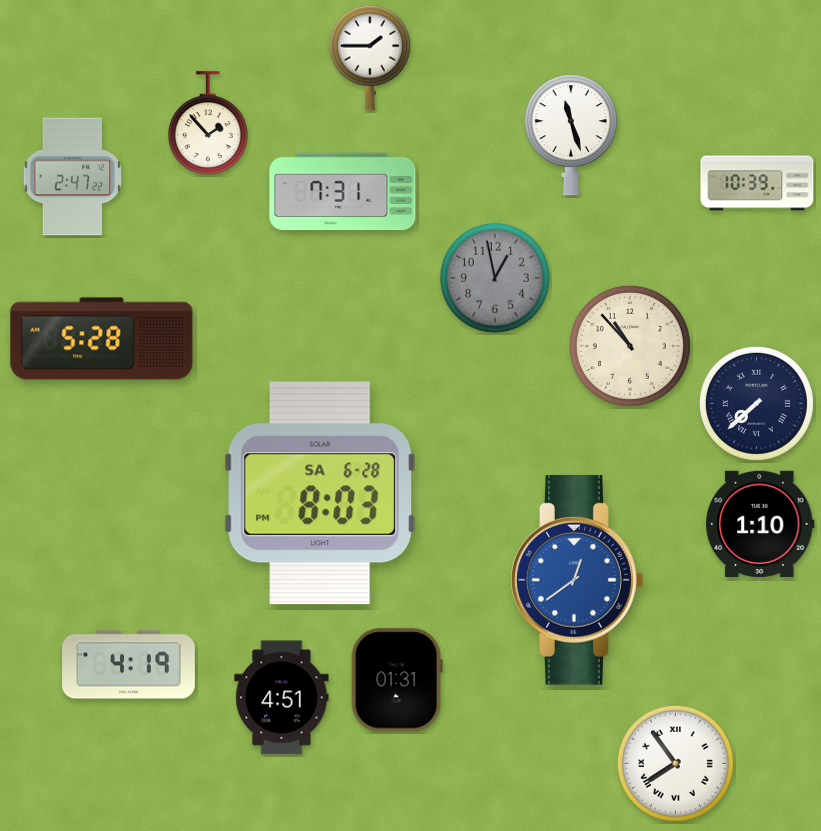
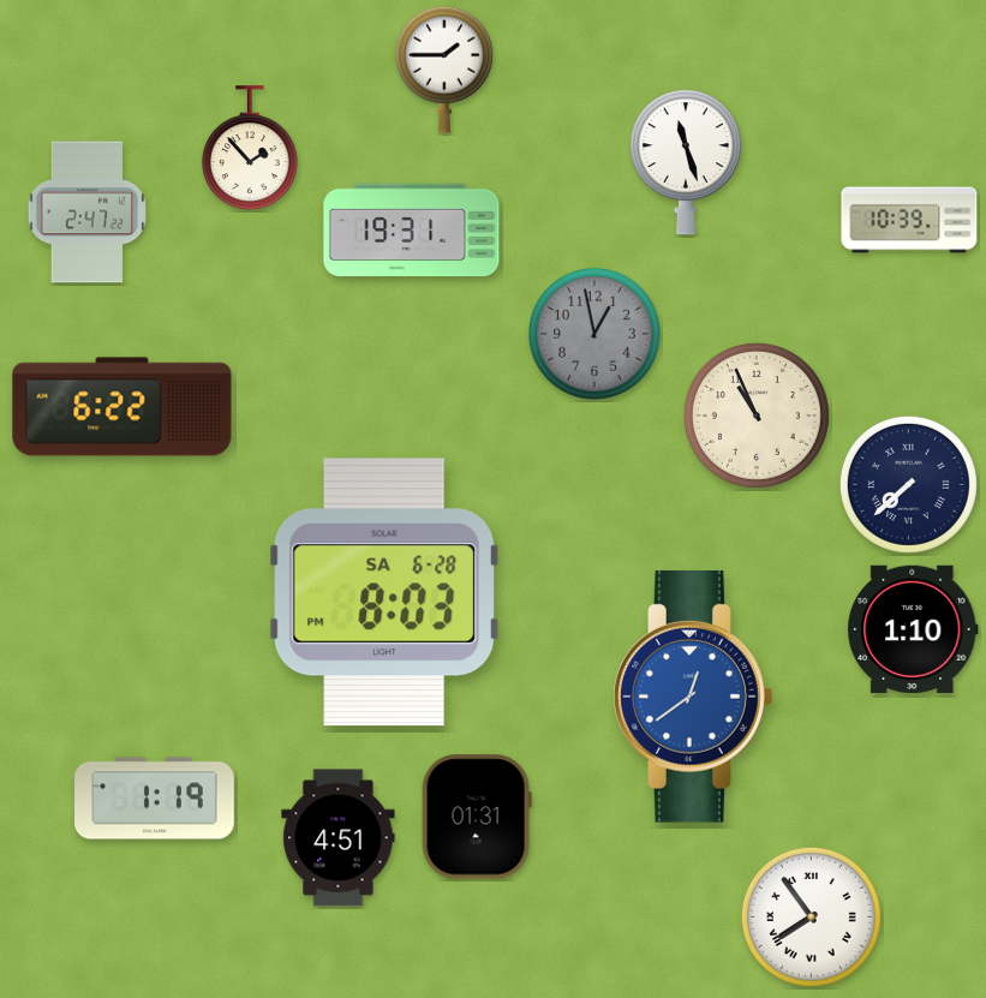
clock at (343, 192): 7:31 -> 19:31
clock at (102, 339): 5:28 -> 6:22
clock at (630, 346): 10:53 -> 10:56
clock at (129, 665): 4:19 -> 1:19
